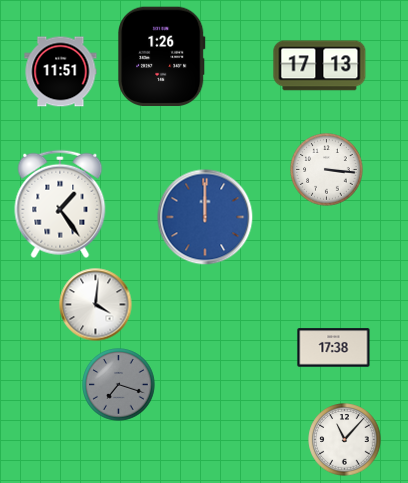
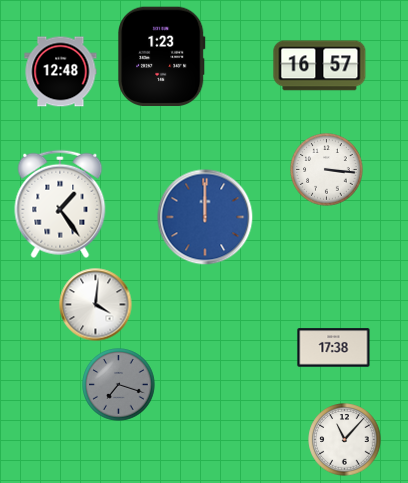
clock at (162, 56): 1:26 -> 1:23
clock at (320, 66): 17:13 -> 16:57
clock at (61, 72): 11:51 -> 12:48
